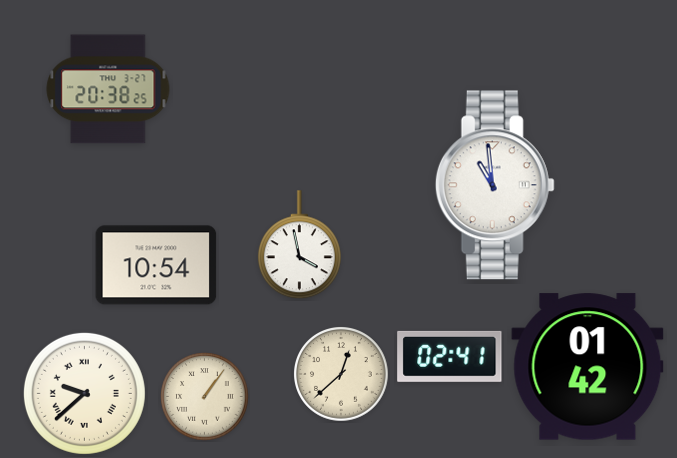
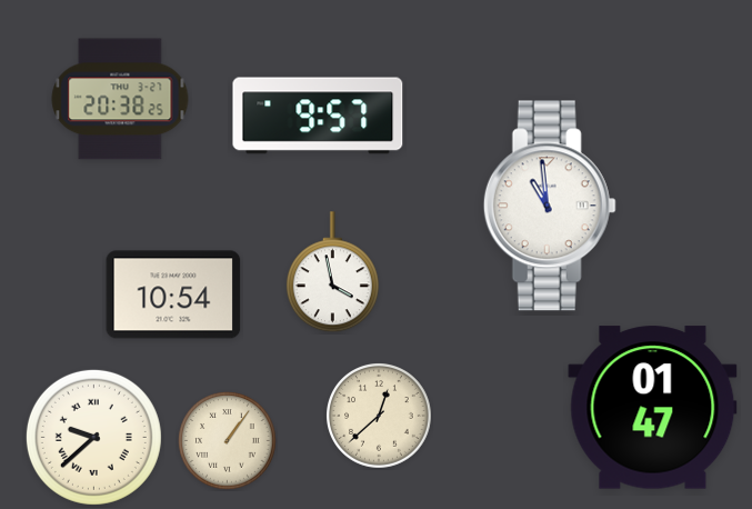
clock at (318, 116): none -> 9:57
clock at (450, 356): 02:41 -> none
clock at (588, 367): 01:42 -> 01:47
